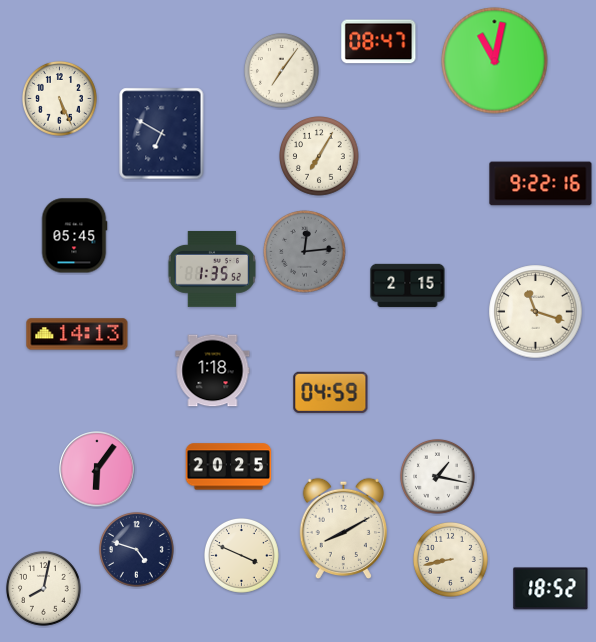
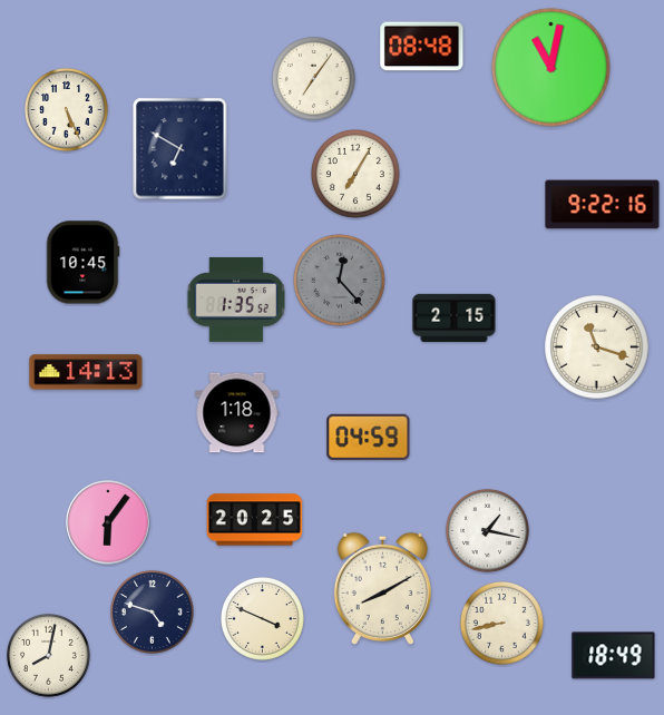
clock at (379, 42): 08:47 -> 08:48
clock at (74, 236): 05:45 -> 10:45
clock at (305, 252): 12:14 -> 12:23
clock at (242, 556) position: (242, 556) -> (263, 619)
clock at (551, 589): 18:52 -> 18:49
